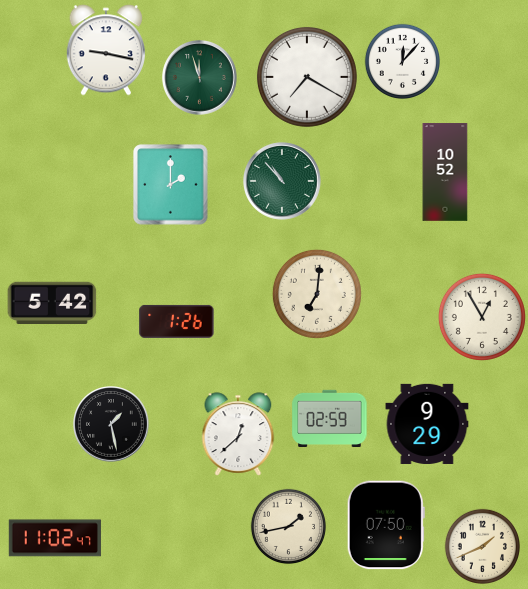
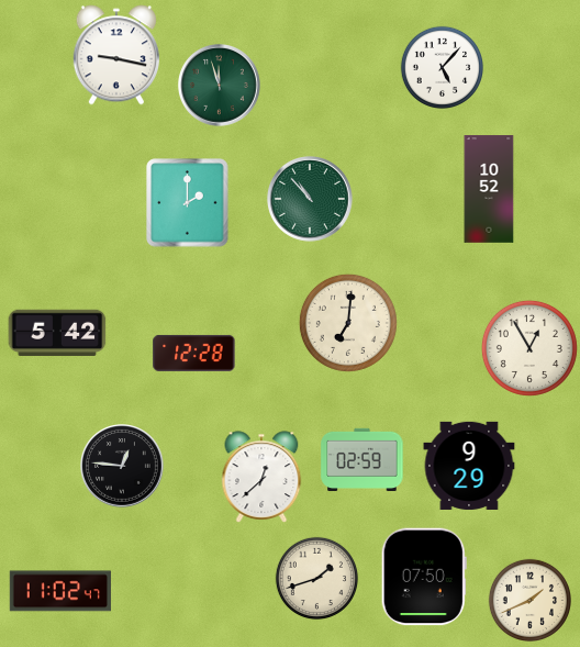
clock at (402, 61): 12:07 -> 5:07
clock at (307, 77): 7:20 -> none
clock at (177, 321): 1:26 -> 12:28
clock at (112, 425): 1:28 -> 12:46
clock at (288, 526): 1:43 -> 1:42
